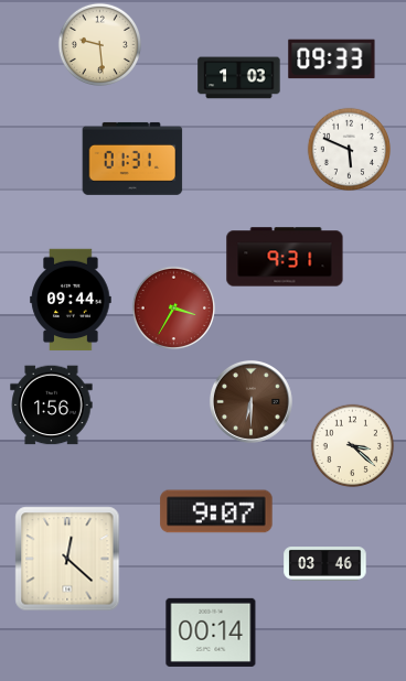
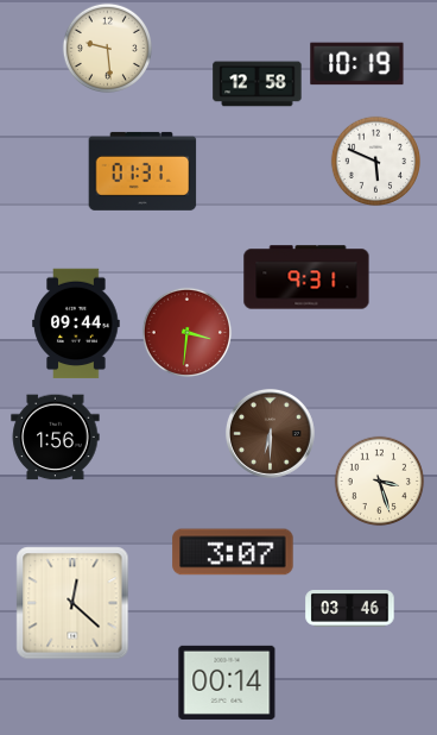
clock at (332, 60): 09:33 -> 10:19
clock at (239, 78): 1:03 -> 12:58
clock at (174, 309): 3:35 -> 3:31
clock at (353, 446): 3:22 -> 3:27
clock at (216, 511): 9:07 -> 3:07
